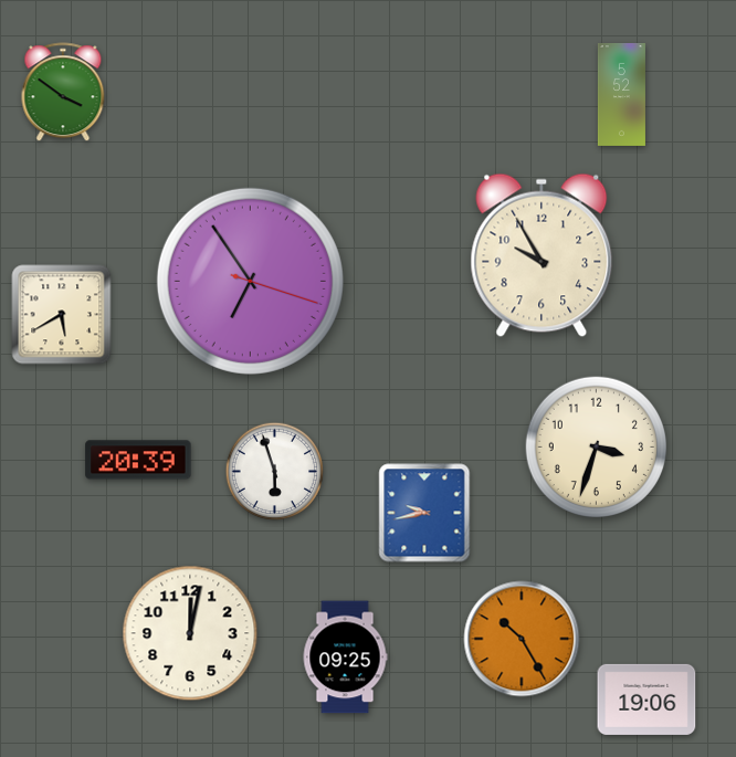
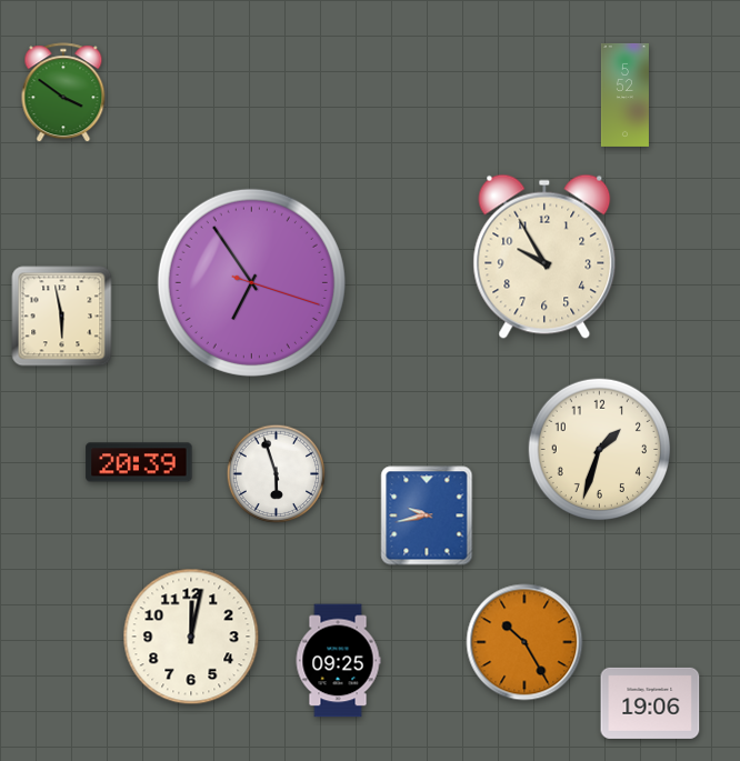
clock at (62, 315): 5:40 -> 5:58
clock at (596, 446): 3:33 -> 1:33
clock at (345, 658) position: (345, 658) -> (338, 661)
